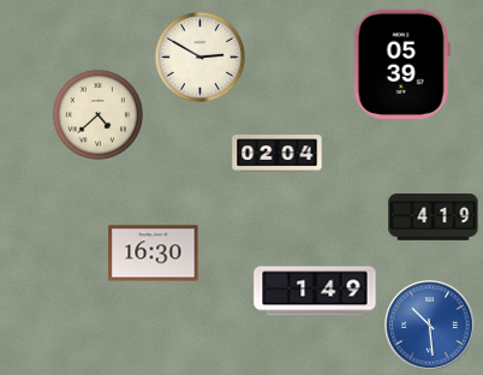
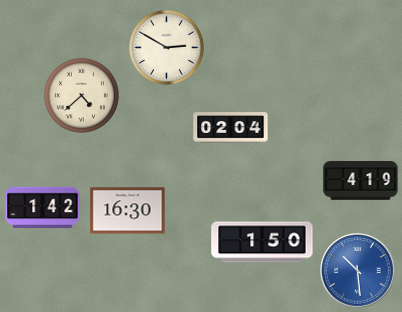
clock at (401, 64): 05:39 -> none
clock at (43, 208): none -> 1:42
clock at (315, 291): 1:49 -> 1:50
